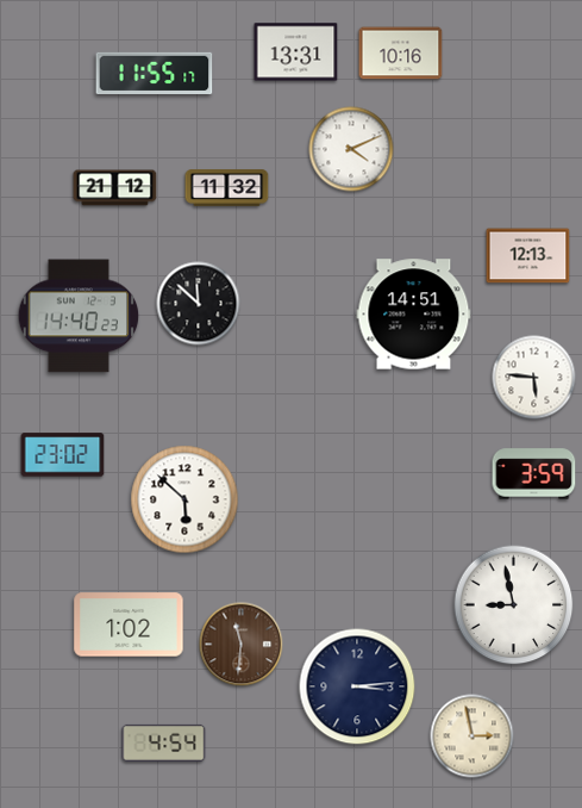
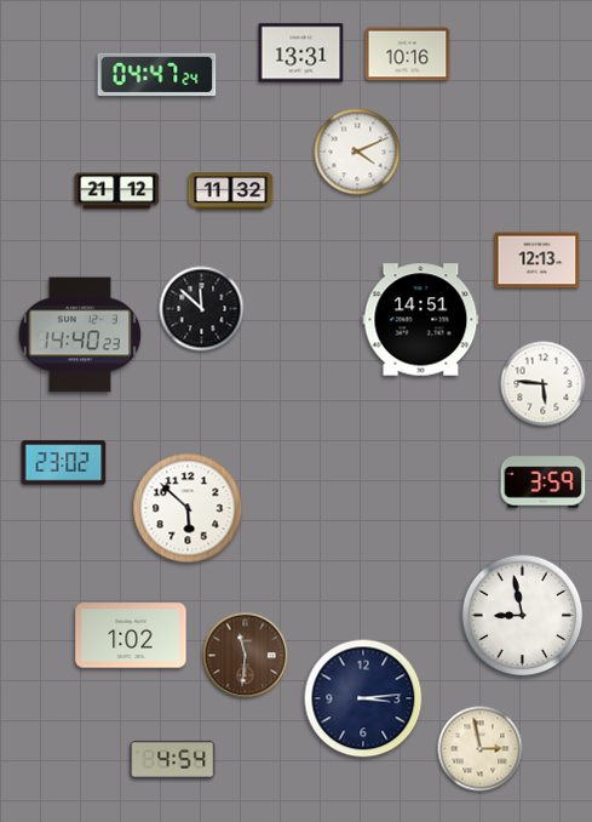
clock at (155, 73): 11:55 -> 04:47
clock at (79, 316) position: (79, 316) -> (80, 335)
clock at (164, 742) position: (164, 742) -> (173, 759)
